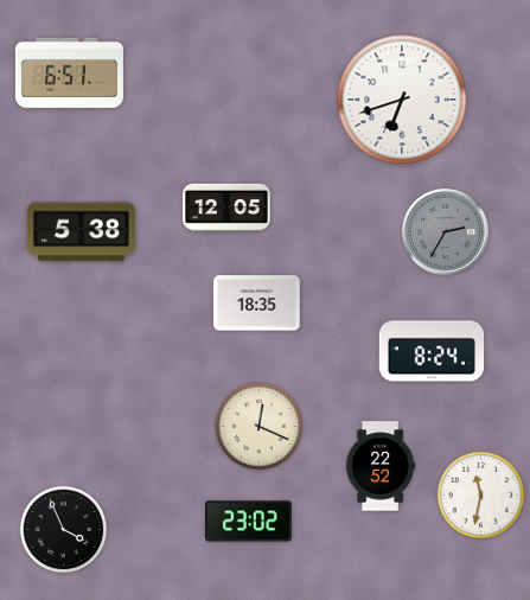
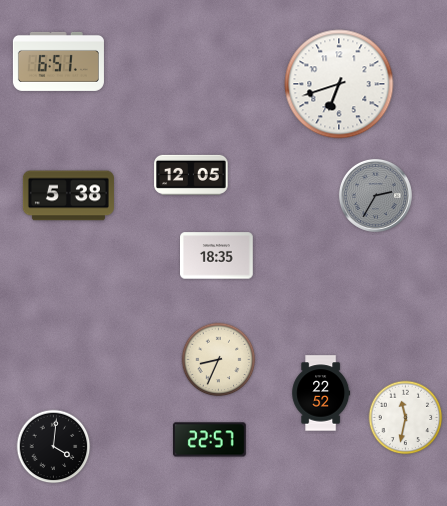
clock at (432, 351): 8:24 -> none
clock at (260, 427): 12:19 -> 8:34
clock at (249, 522): 23:02 -> 22:57
clock at (64, 530): 3:56 -> 4:01
